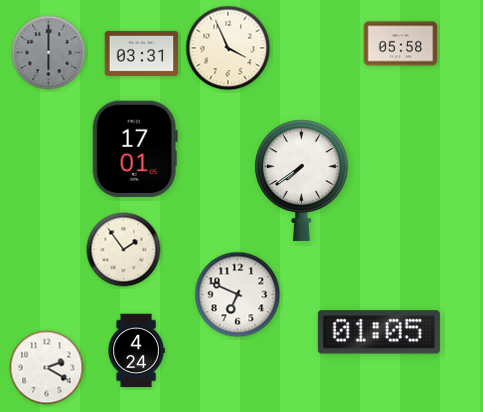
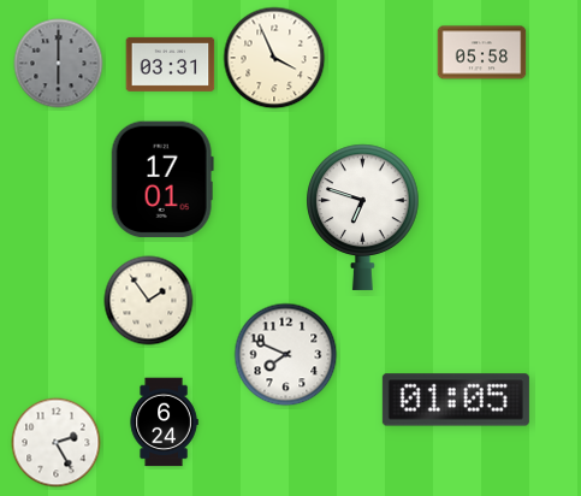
clock at (302, 180): 7:39 -> 6:48
clock at (238, 295): 6:49 -> 7:49
clock at (136, 351): 4:24 -> 6:24
clock at (47, 368): 2:20 -> 2:25
